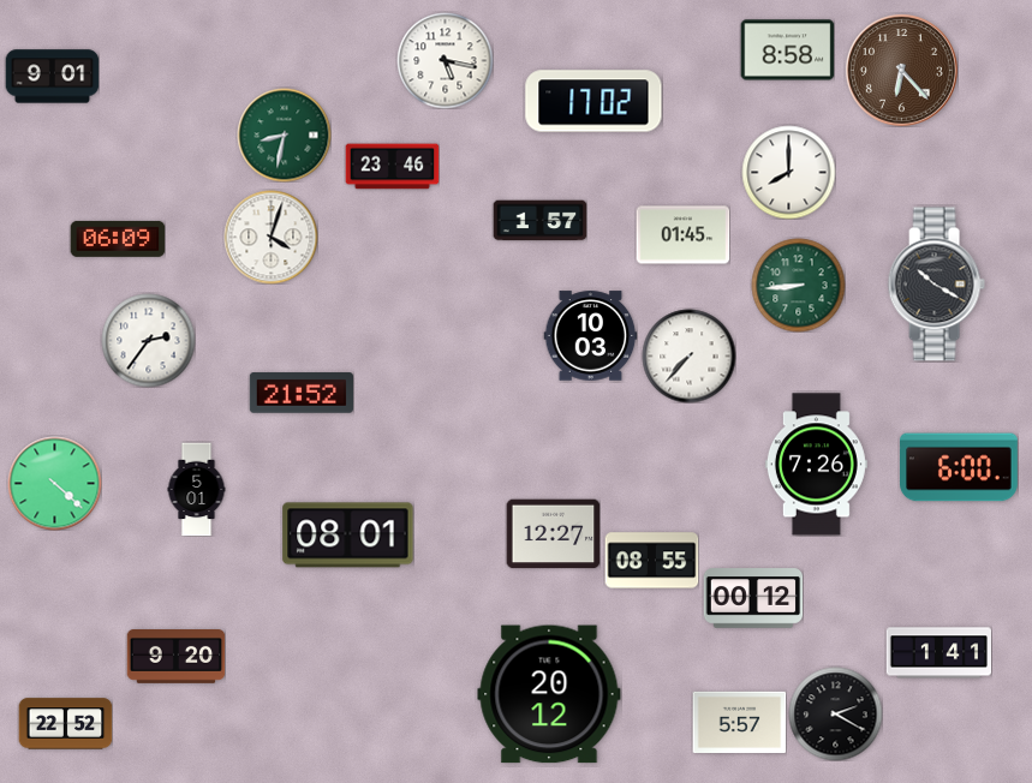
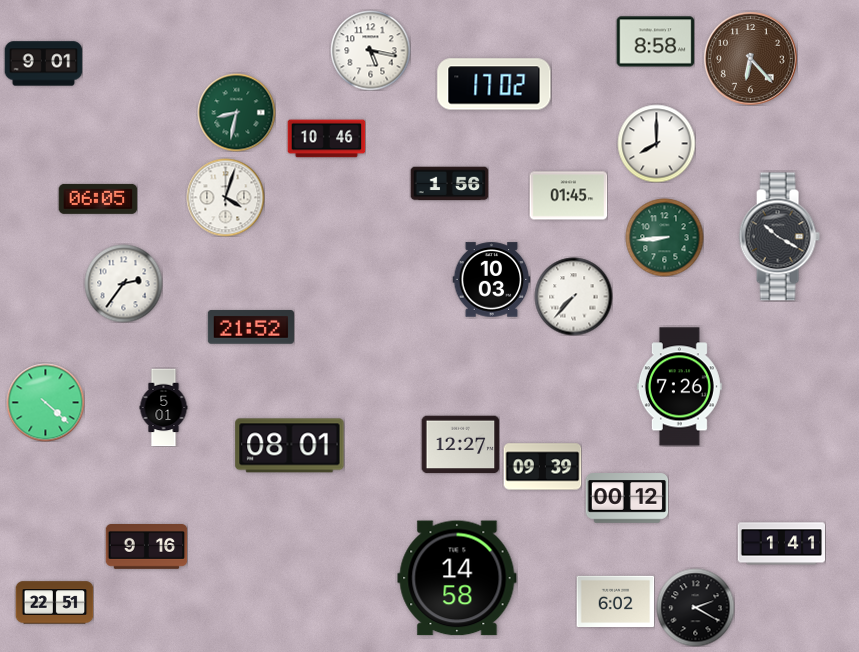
clock at (392, 167): 23:46 -> 10:46
clock at (539, 221): 1:57 -> 1:56
clock at (118, 239): 06:09 -> 06:05
clock at (960, 467): 6:00 -> none
clock at (651, 561): 08:55 -> 09:39
clock at (175, 657): 9:20 -> 9:16
clock at (549, 694): 20:12 -> 14:58
clock at (835, 713) position: (835, 713) -> (695, 607)
clock at (739, 722): 5:57 -> 6:02
clock at (65, 724): 22:52 -> 22:51
